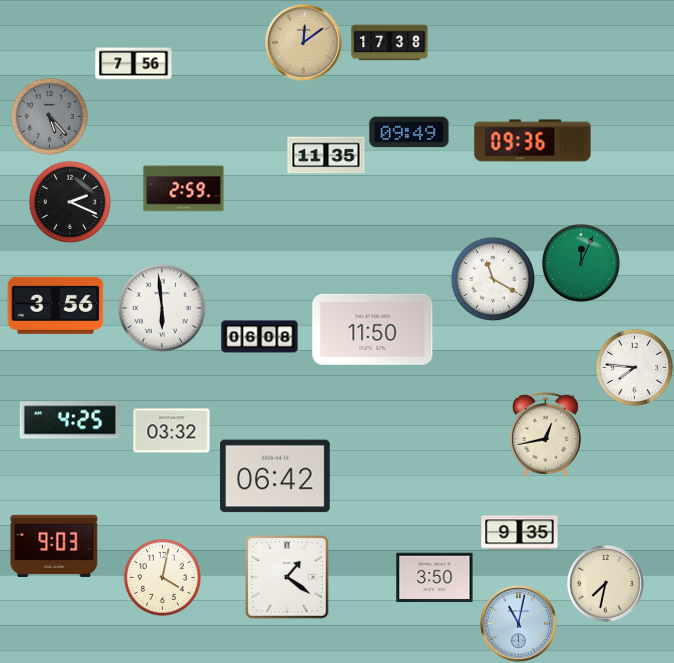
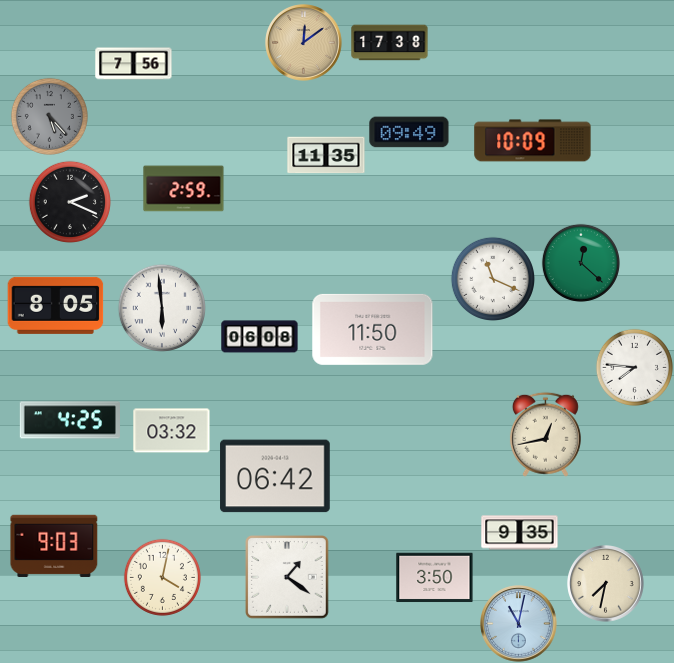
clock at (533, 141): 09:36 -> 10:09
clock at (581, 263): 12:04 -> 12:22
clock at (492, 278): 11:20 -> 11:19
clock at (56, 305): 3:56 -> 8:05
